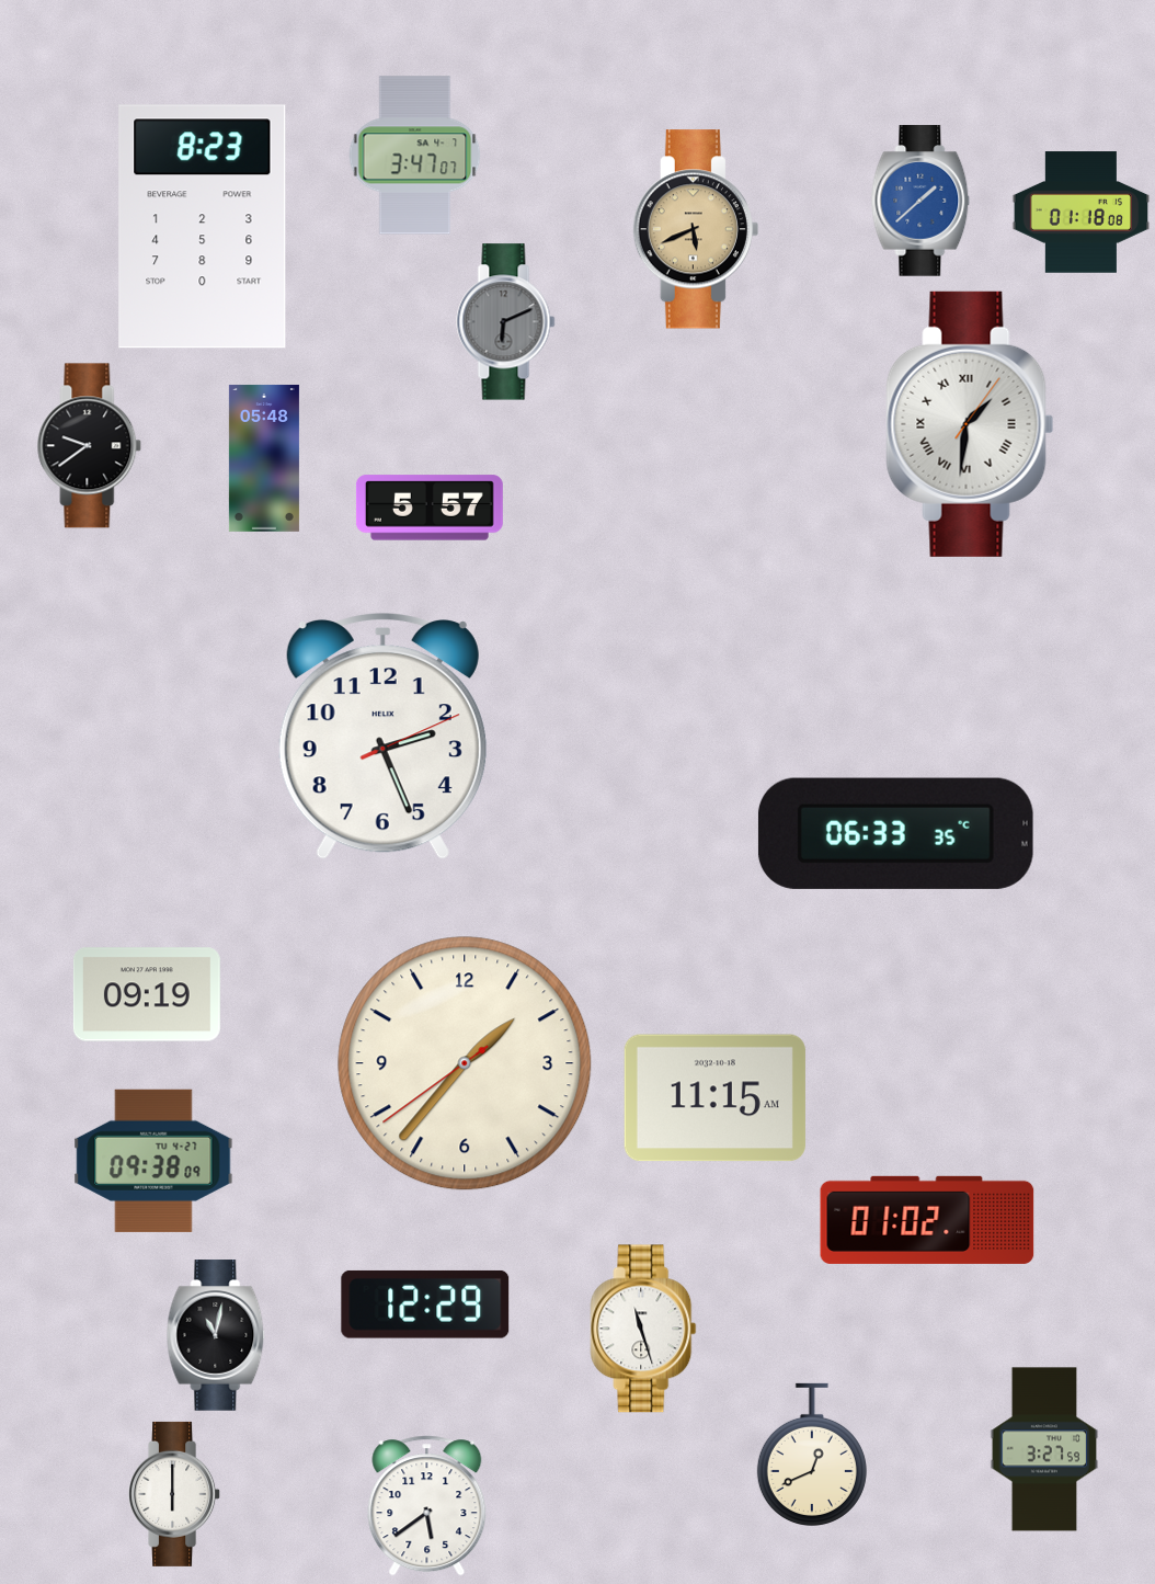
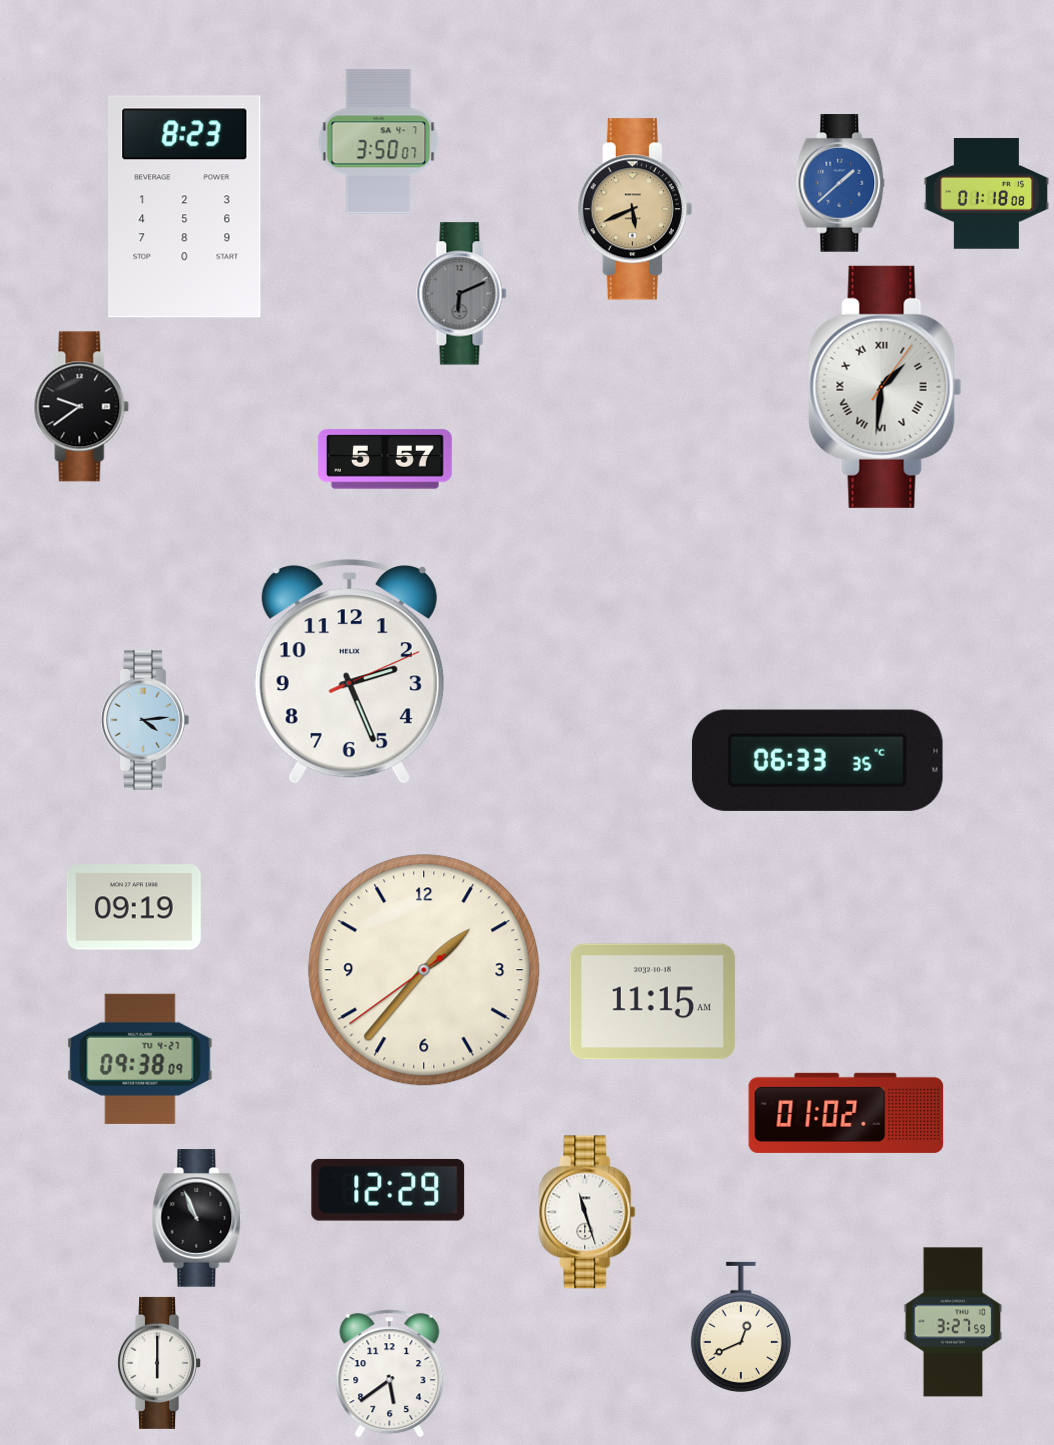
clock at (415, 156): 3:47 -> 3:50
clock at (264, 458): 05:48 -> none
clock at (430, 508) position: (430, 508) -> (385, 459)
clock at (145, 720): none -> 4:14
clock at (216, 1335): 11:02 -> 10:56
